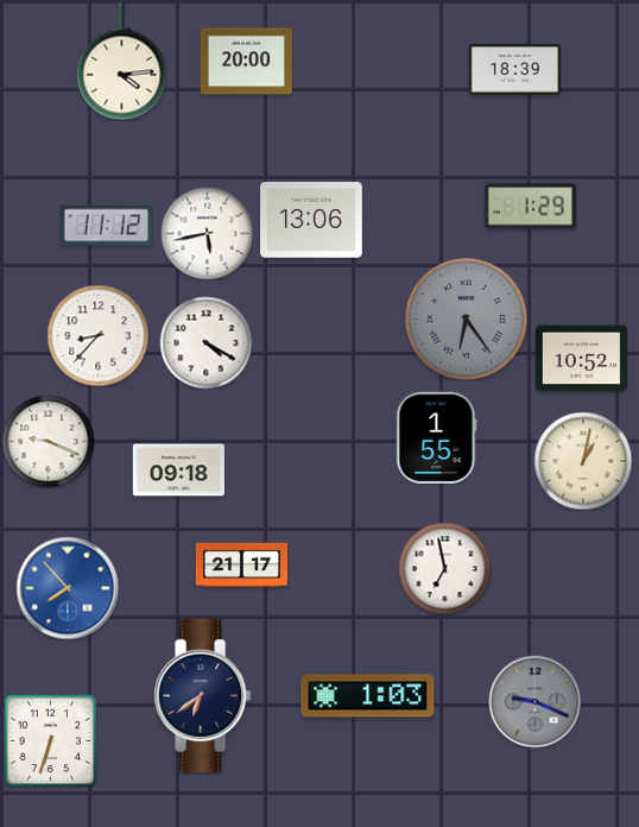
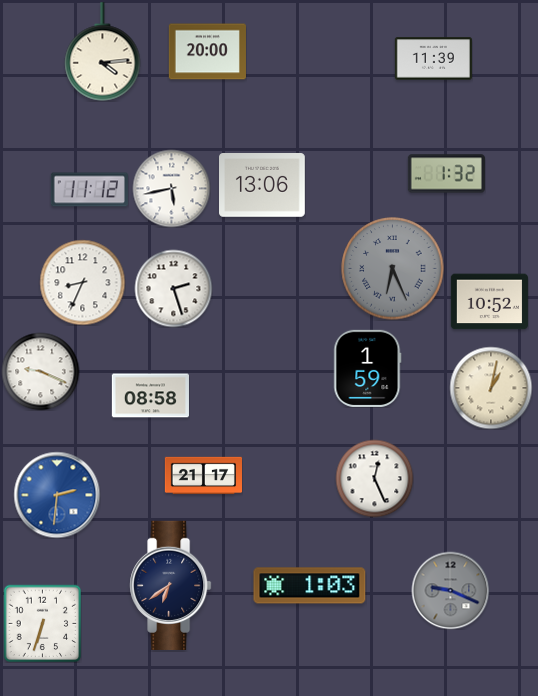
clock at (514, 70): 18:39 -> 11:39
clock at (530, 207): 1:29 -> 1:32
clock at (207, 233) position: (207, 233) -> (171, 188)
clock at (467, 320): 6:24 -> 6:26
clock at (97, 335): 8:37 -> 8:34
clock at (205, 342): 4:20 -> 2:27
clock at (437, 437): 1:55 -> 1:59
clock at (178, 471): 09:18 -> 08:58
clock at (444, 568): 6:58 -> 12:26
clock at (68, 588): 7:53 -> 2:31
